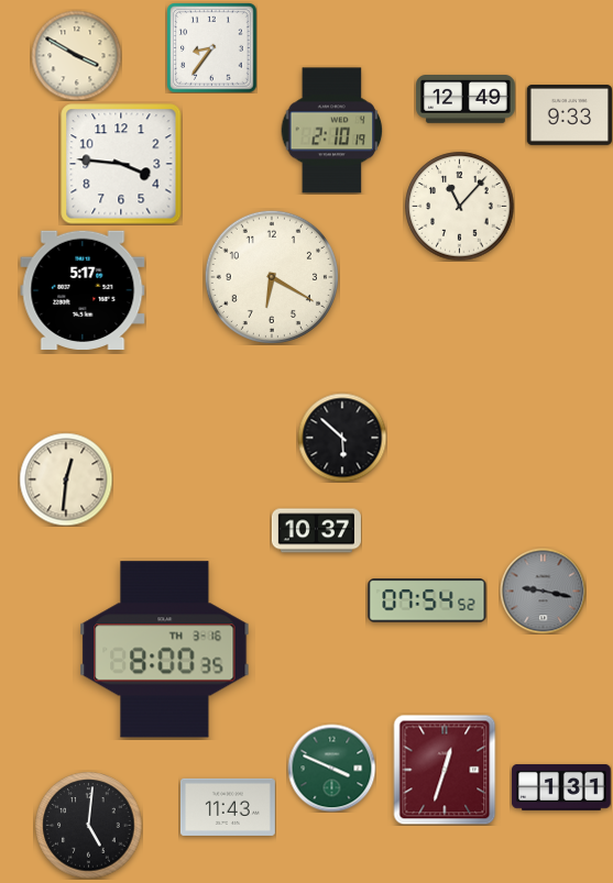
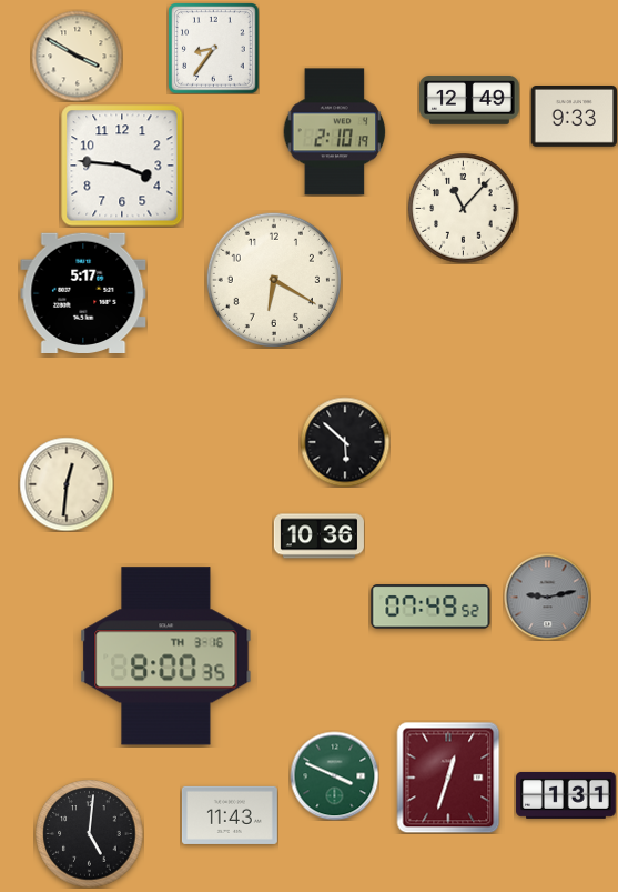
clock at (316, 531): 10:37 -> 10:36
clock at (543, 590): 9:17 -> 9:13
clock at (427, 600): 07:54 -> 07:49
